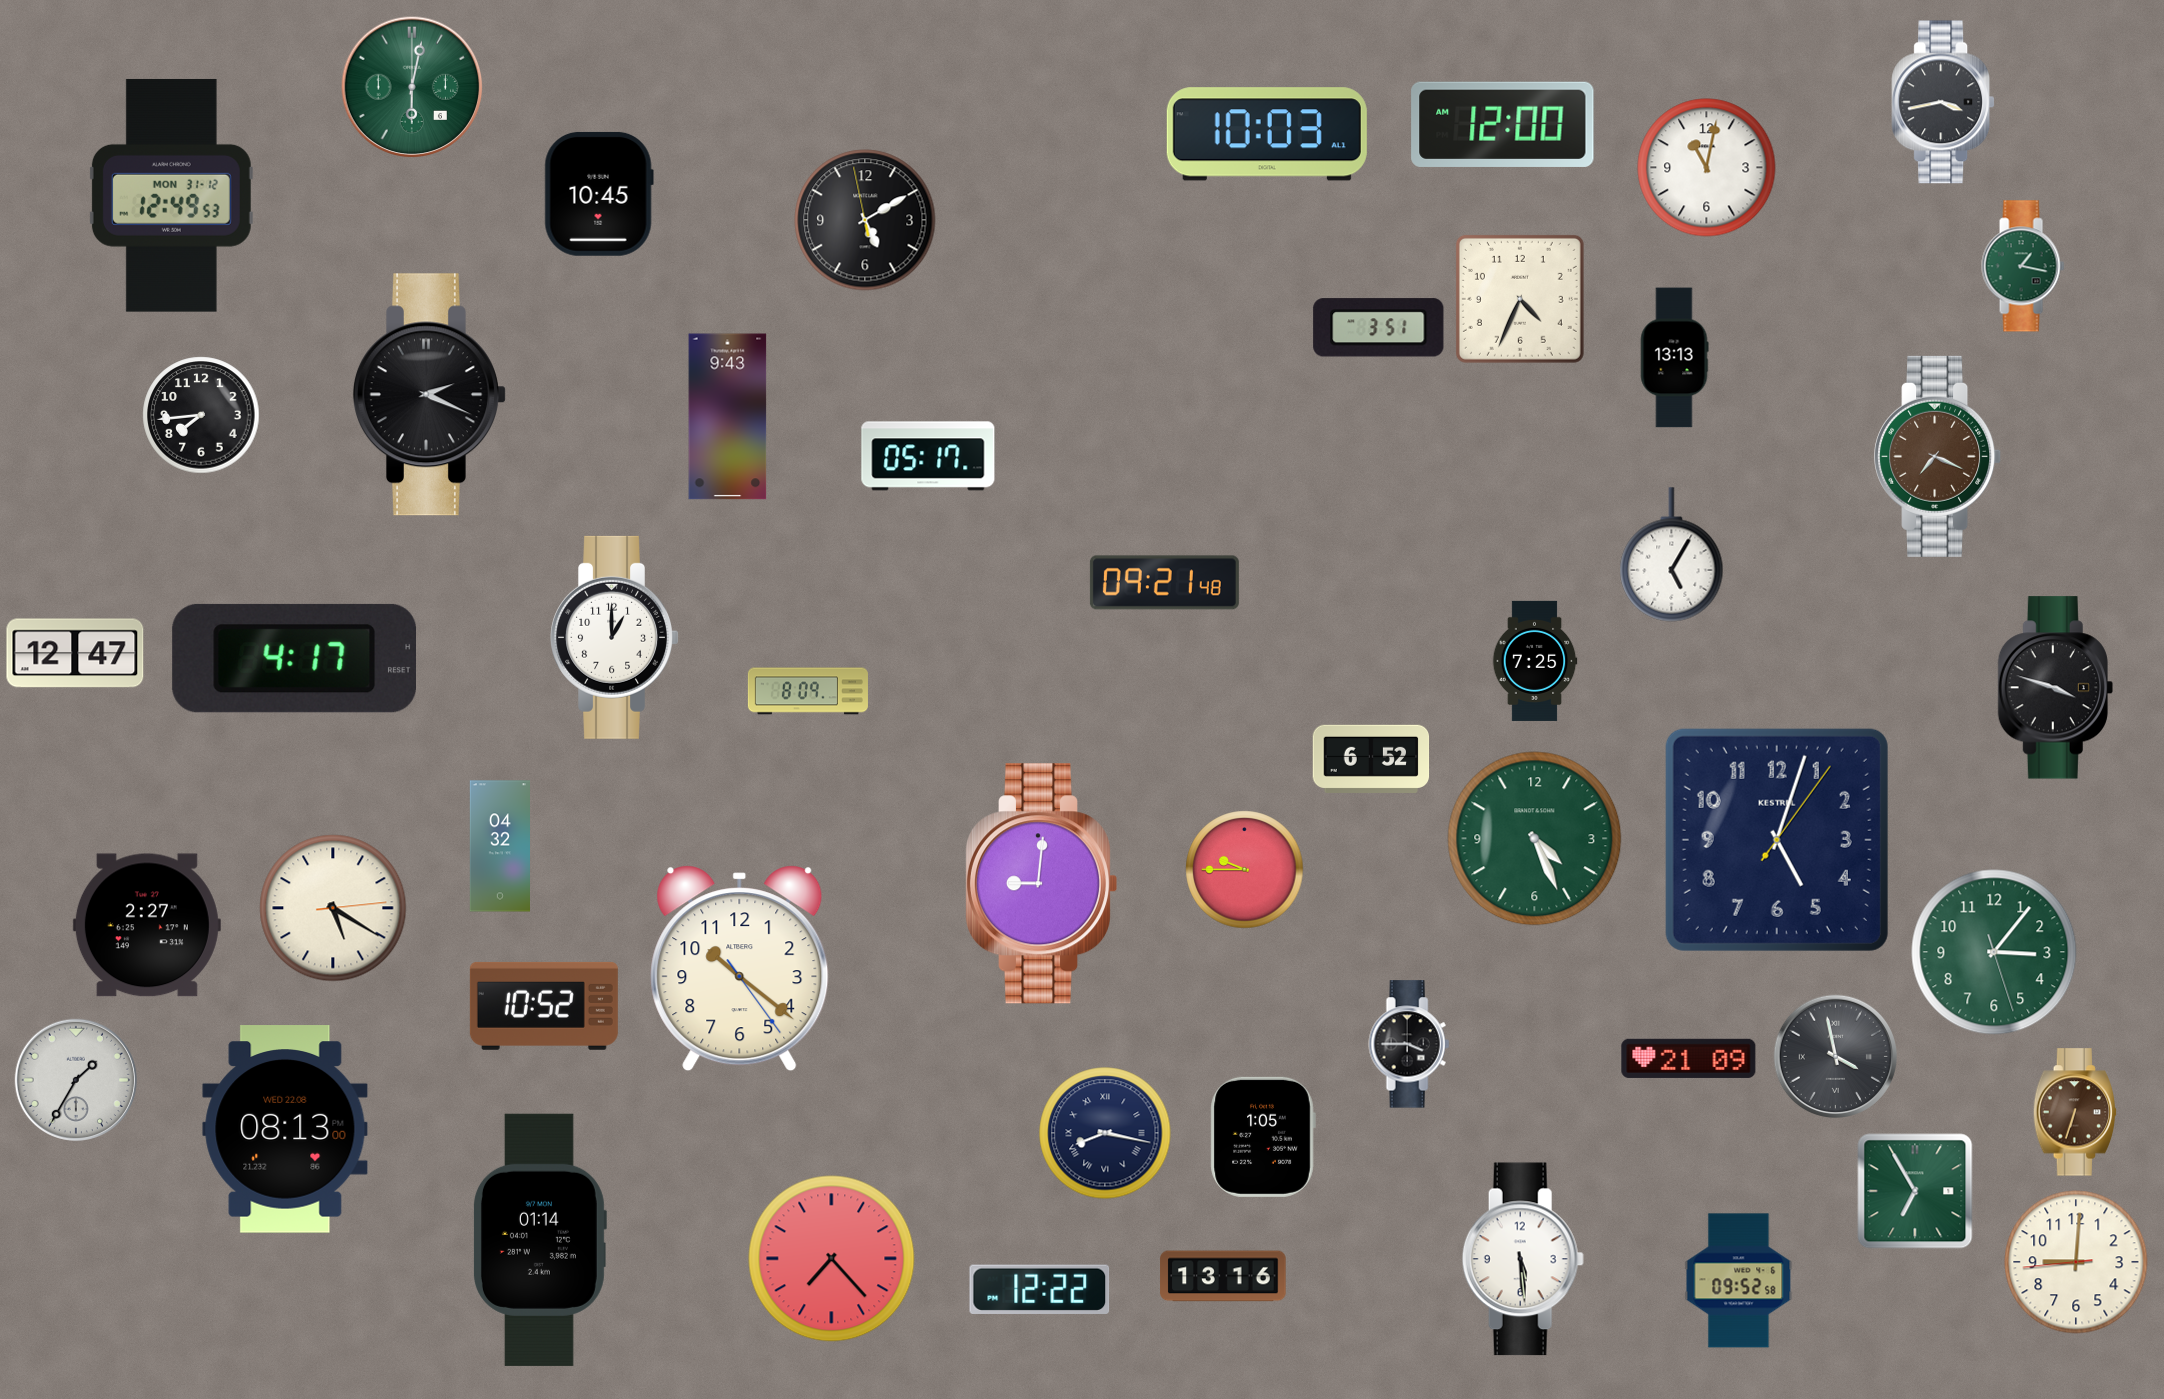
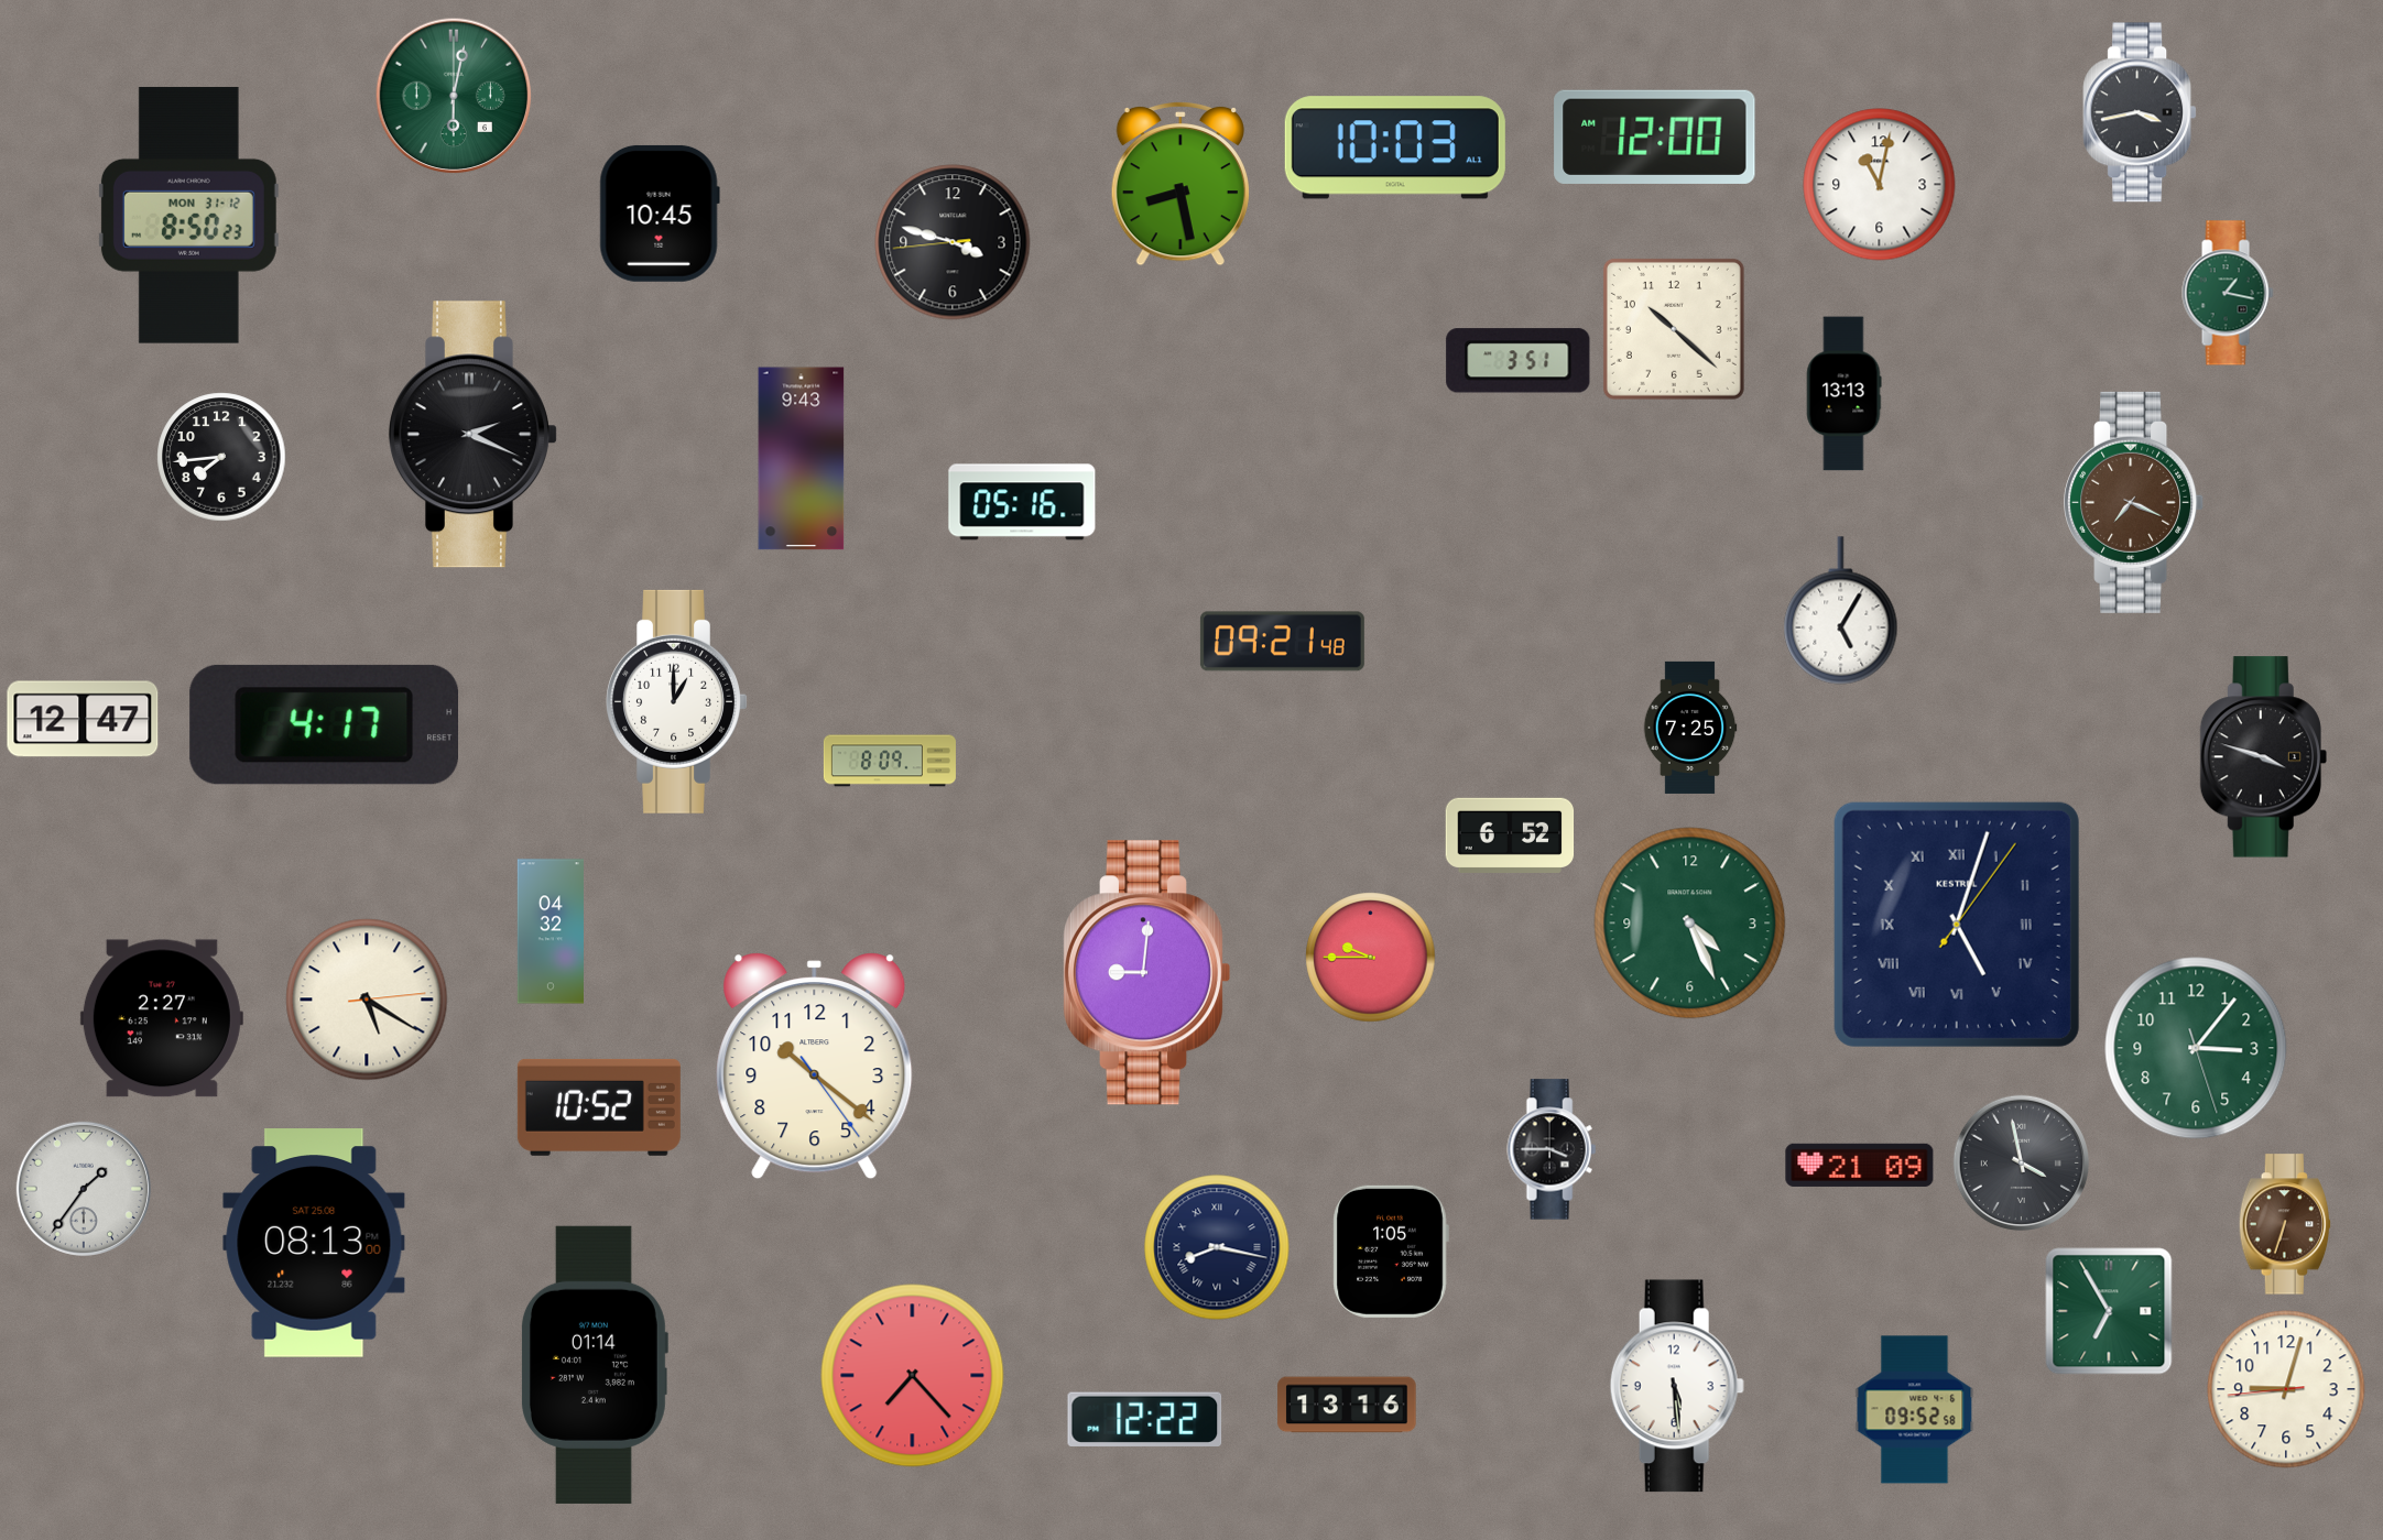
clock at (1180, 184): none -> 8:28
clock at (171, 195): 12:49 -> 8:50
clock at (865, 220): 5:09 -> 3:47
clock at (1520, 299): 4:34 -> 10:22
clock at (928, 456): 05:17 -> 05:16
clock at (1777, 840) numerals: Arabic -> Roman
clock at (76, 1080): 1:35 -> 1:36
clock at (285, 1129) date: WED 22.08 -> SAT 25.08
clock at (832, 1259) position: (832, 1259) -> (913, 1376)
clock at (2076, 1262): 9:00 -> 9:02
